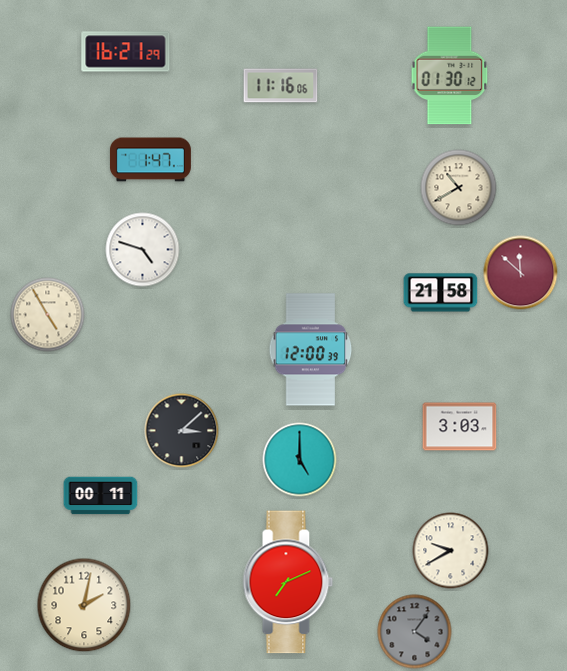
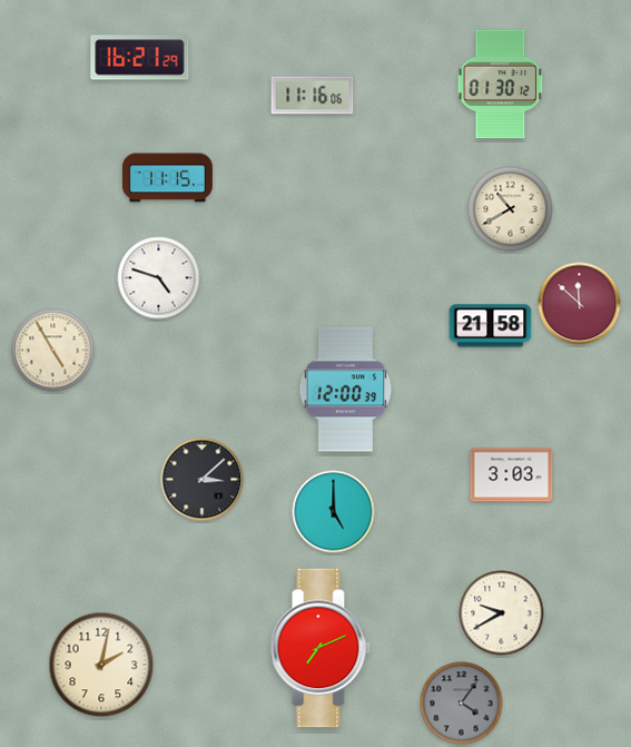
clock at (150, 160): 1:47 -> 11:15
clock at (101, 496): 00:11 -> none
clock at (84, 605) position: (84, 605) -> (101, 665)
